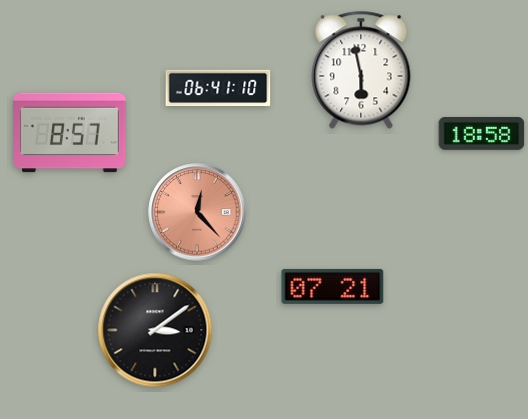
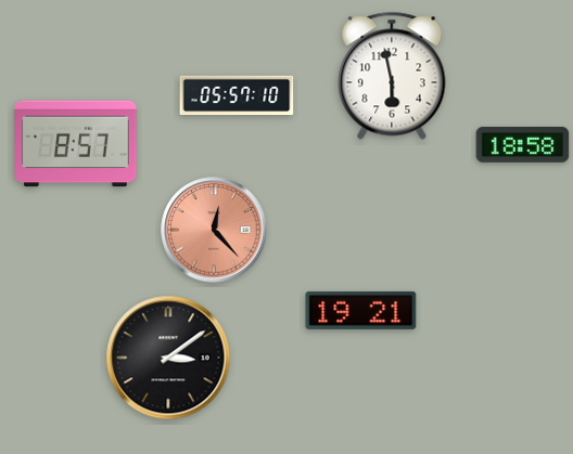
clock at (218, 88): 06:41 -> 05:57
clock at (333, 286): 07:21 -> 19:21
